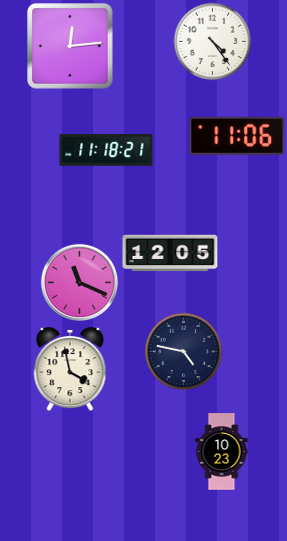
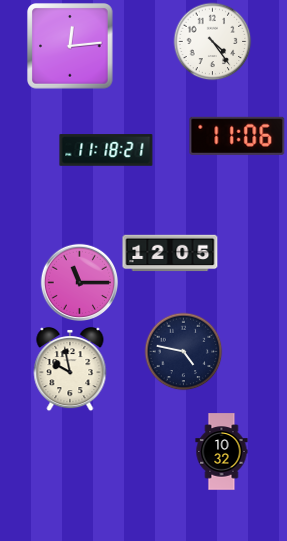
clock at (79, 282): 11:19 -> 11:15
clock at (70, 370): 3:58 -> 9:58
clock at (222, 452): 10:23 -> 10:32
